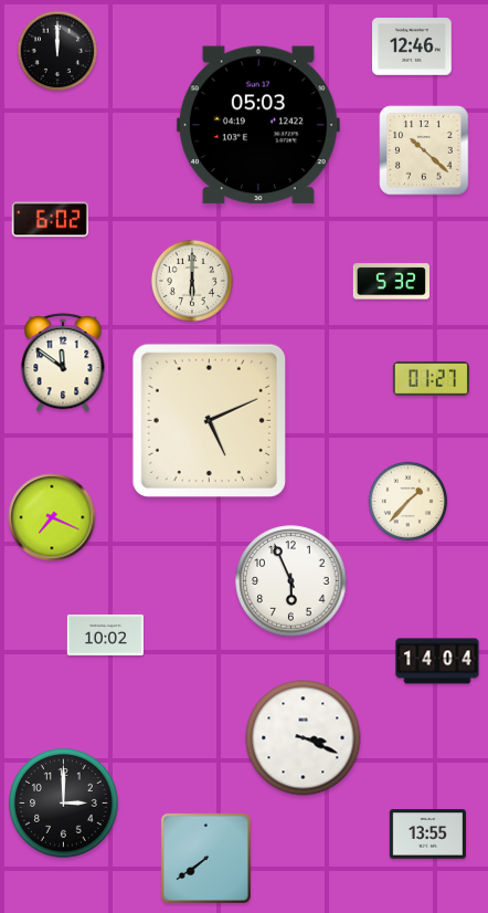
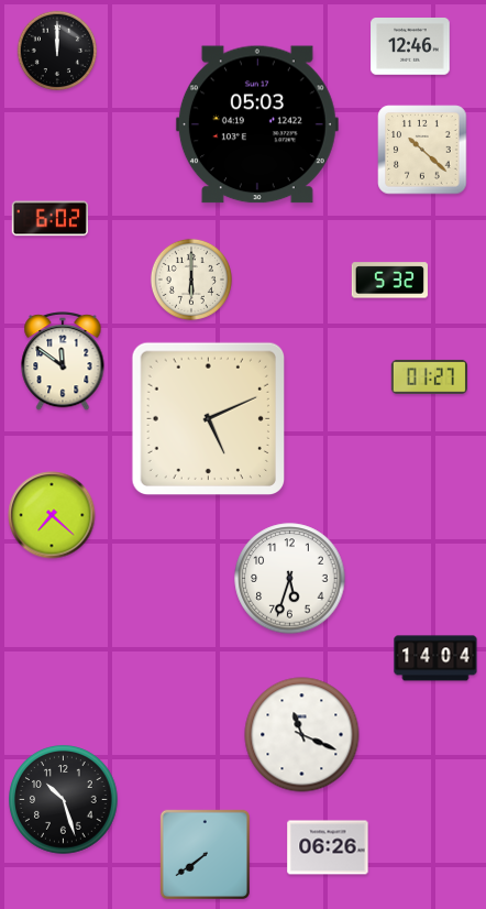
clock at (409, 502): 1:37 -> none
clock at (52, 517): 7:19 -> 7:22
clock at (291, 581): 5:56 -> 5:33
clock at (105, 634): 10:02 -> none
clock at (304, 738): 3:19 -> 11:19
clock at (64, 804): 3:00 -> 10:27
clock at (427, 835): 13:55 -> none
clock at (328, 847): none -> 06:26
